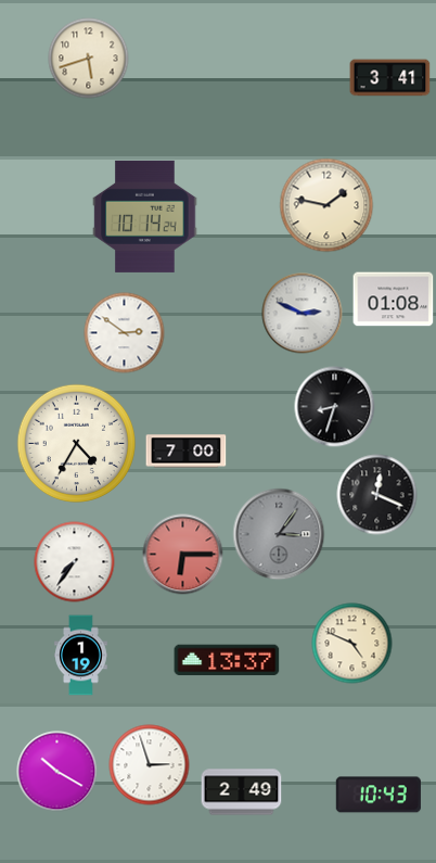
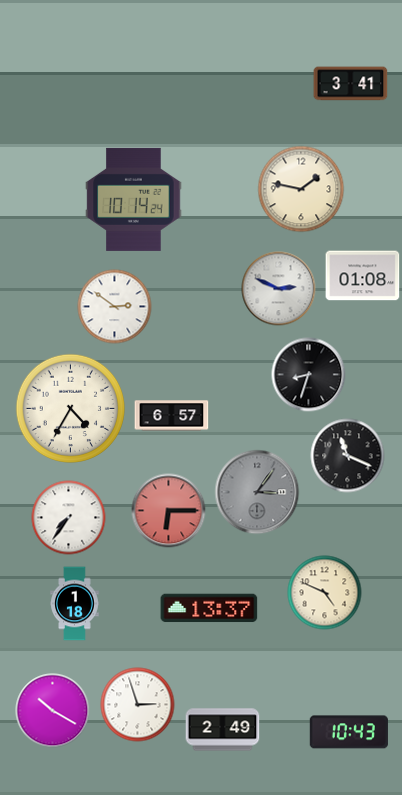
clock at (89, 59): 5:42 -> none
clock at (390, 78) position: (390, 78) -> (351, 84)
clock at (187, 452): 7:00 -> 6:57
clock at (377, 495): 12:19 -> 11:19
clock at (81, 656): 1:19 -> 1:18
